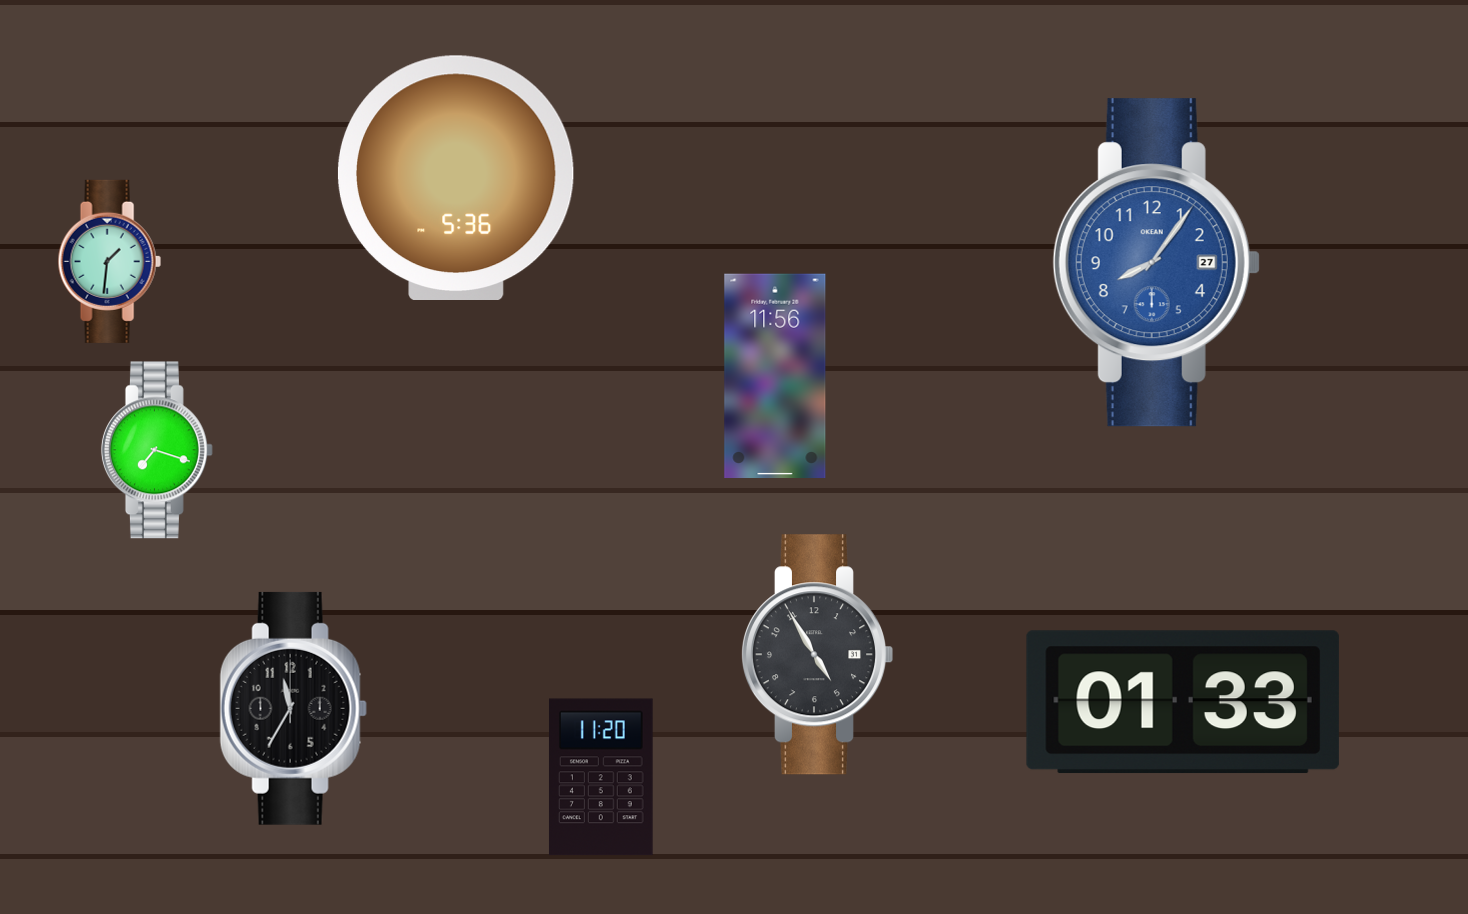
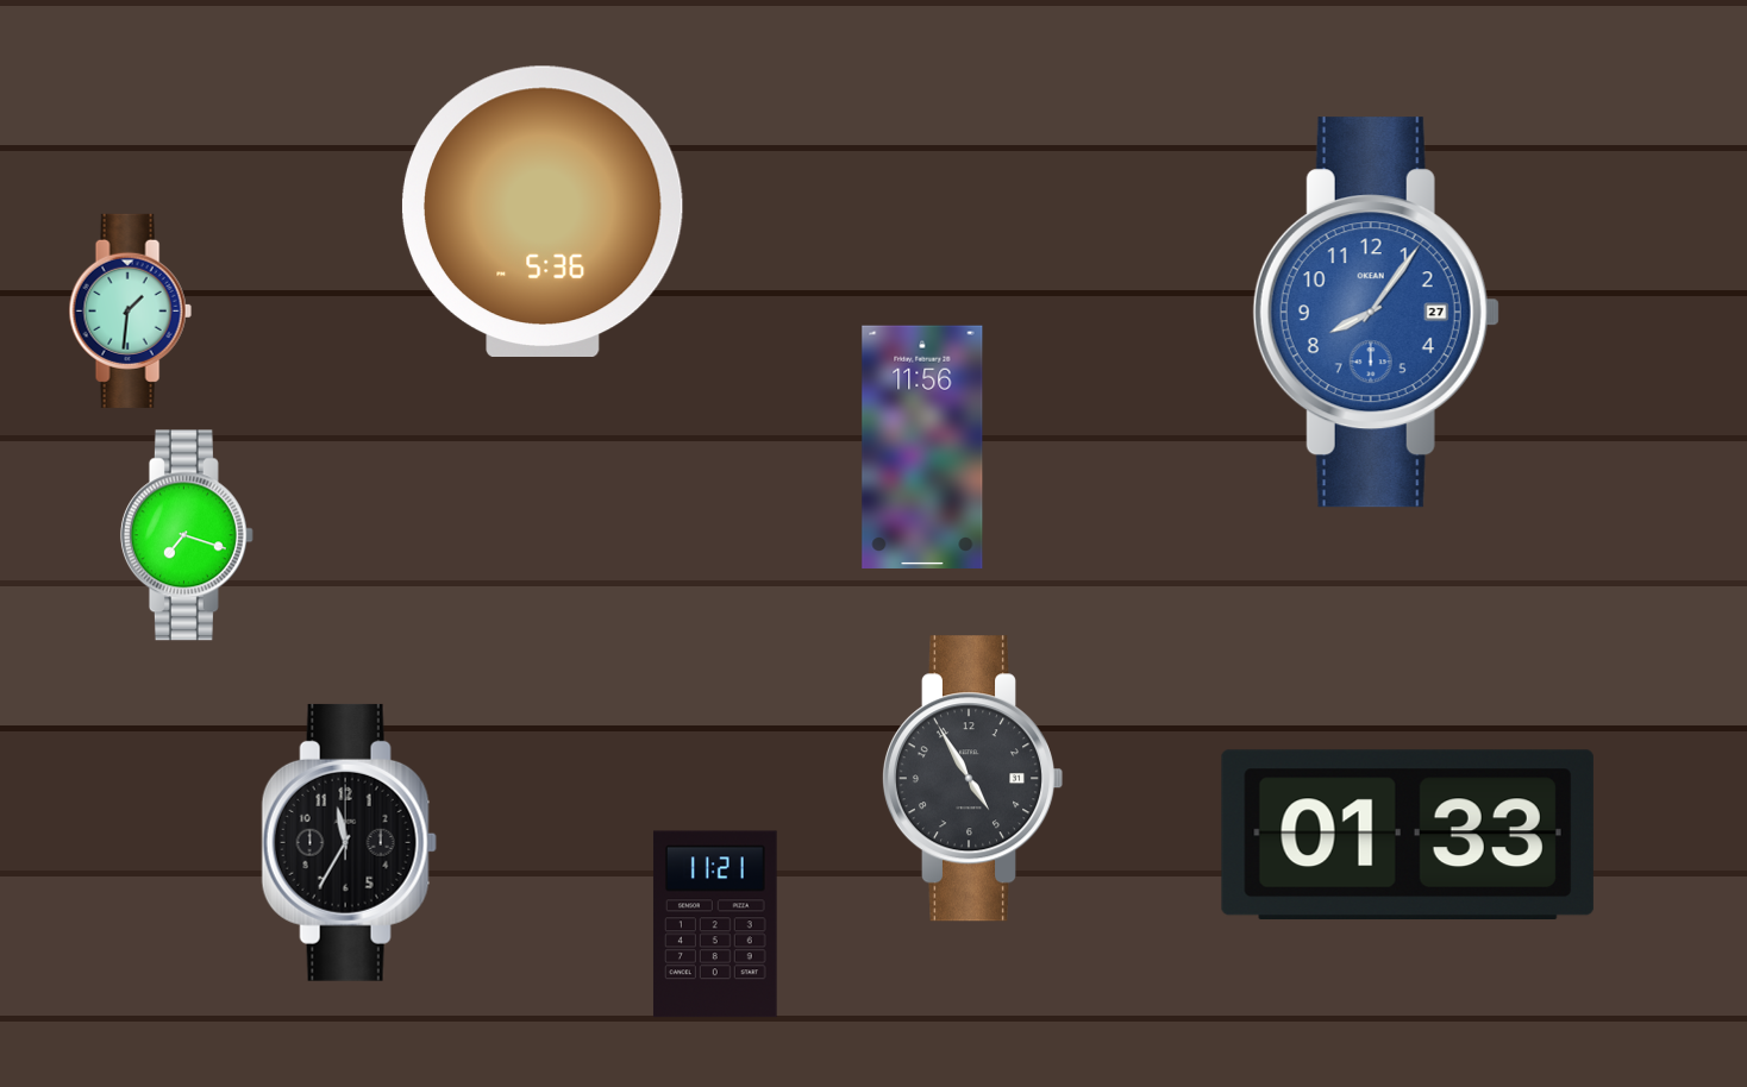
clock at (601, 777): 11:20 -> 11:21
